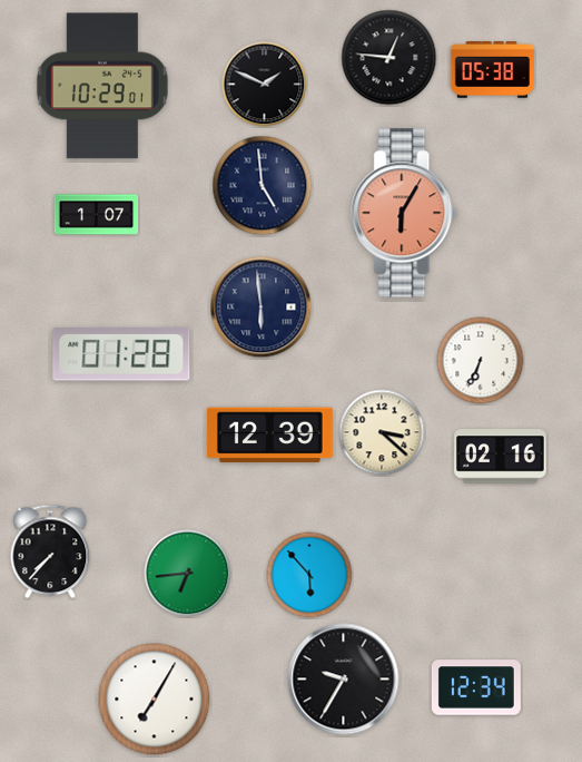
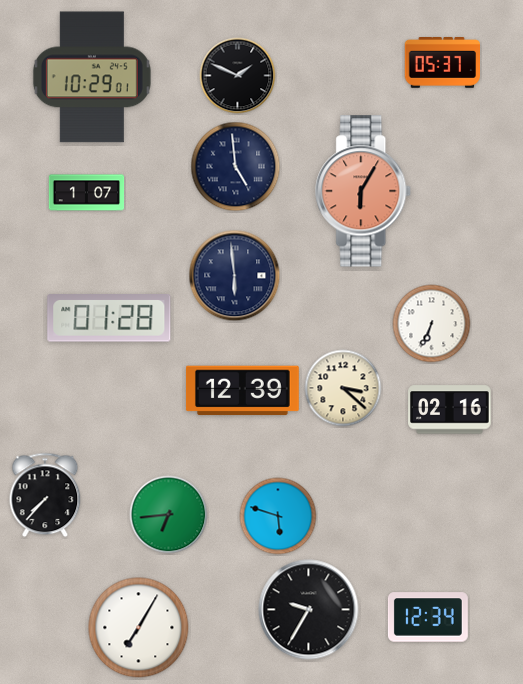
clock at (389, 58): 12:46 -> none
clock at (492, 70): 05:38 -> 05:37
clock at (309, 575): 5:53 -> 5:48
